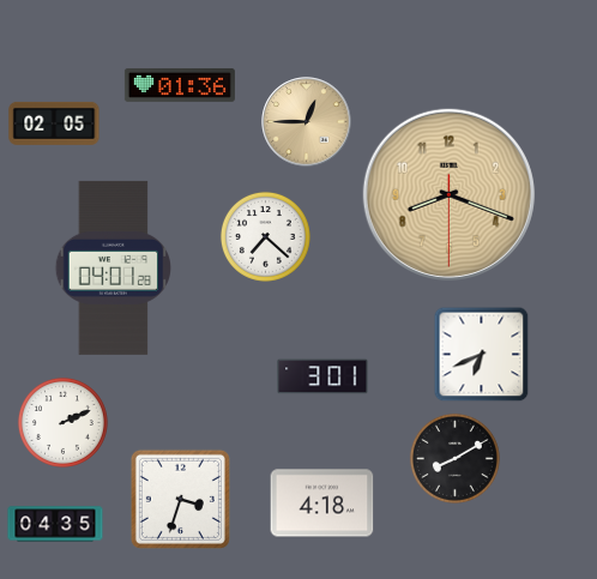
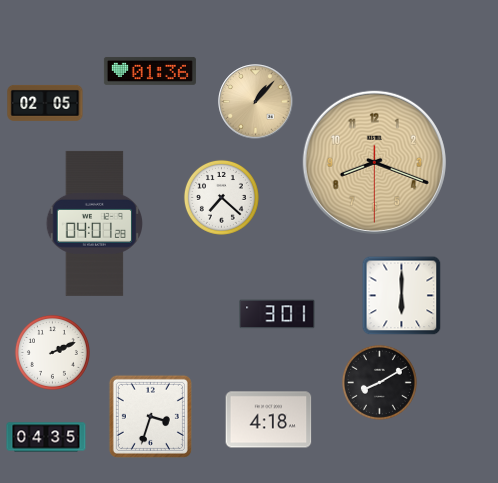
clock at (307, 122): 12:45 -> 1:07
clock at (482, 355): 6:41 -> 6:00
clock at (322, 376) position: (322, 376) -> (277, 314)
